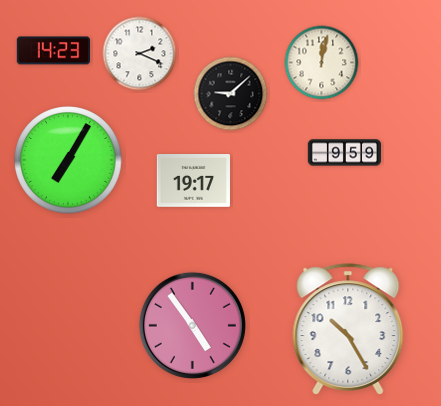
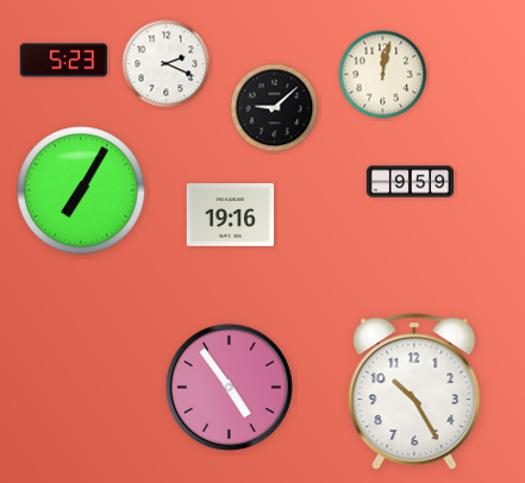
clock at (54, 51): 14:23 -> 5:23
clock at (231, 94) position: (231, 94) -> (275, 108)
clock at (193, 181): 19:17 -> 19:16
